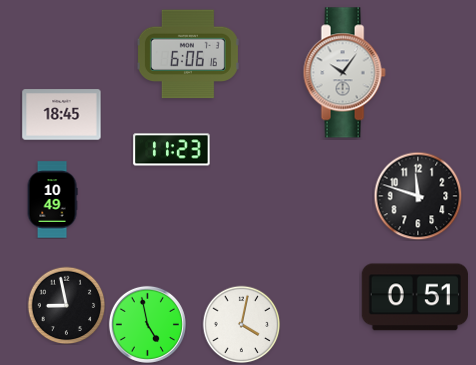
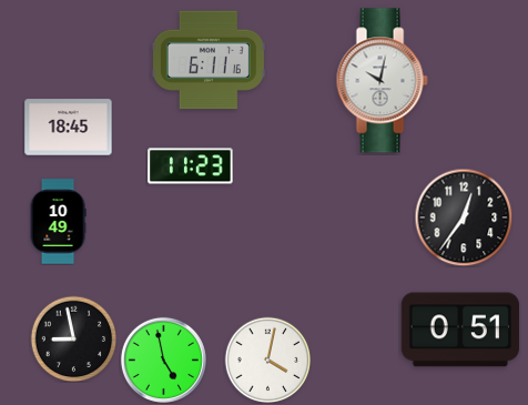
clock at (188, 54): 6:06 -> 6:11
clock at (344, 73): 10:06 -> 10:02
clock at (418, 196): 11:48 -> 12:36
